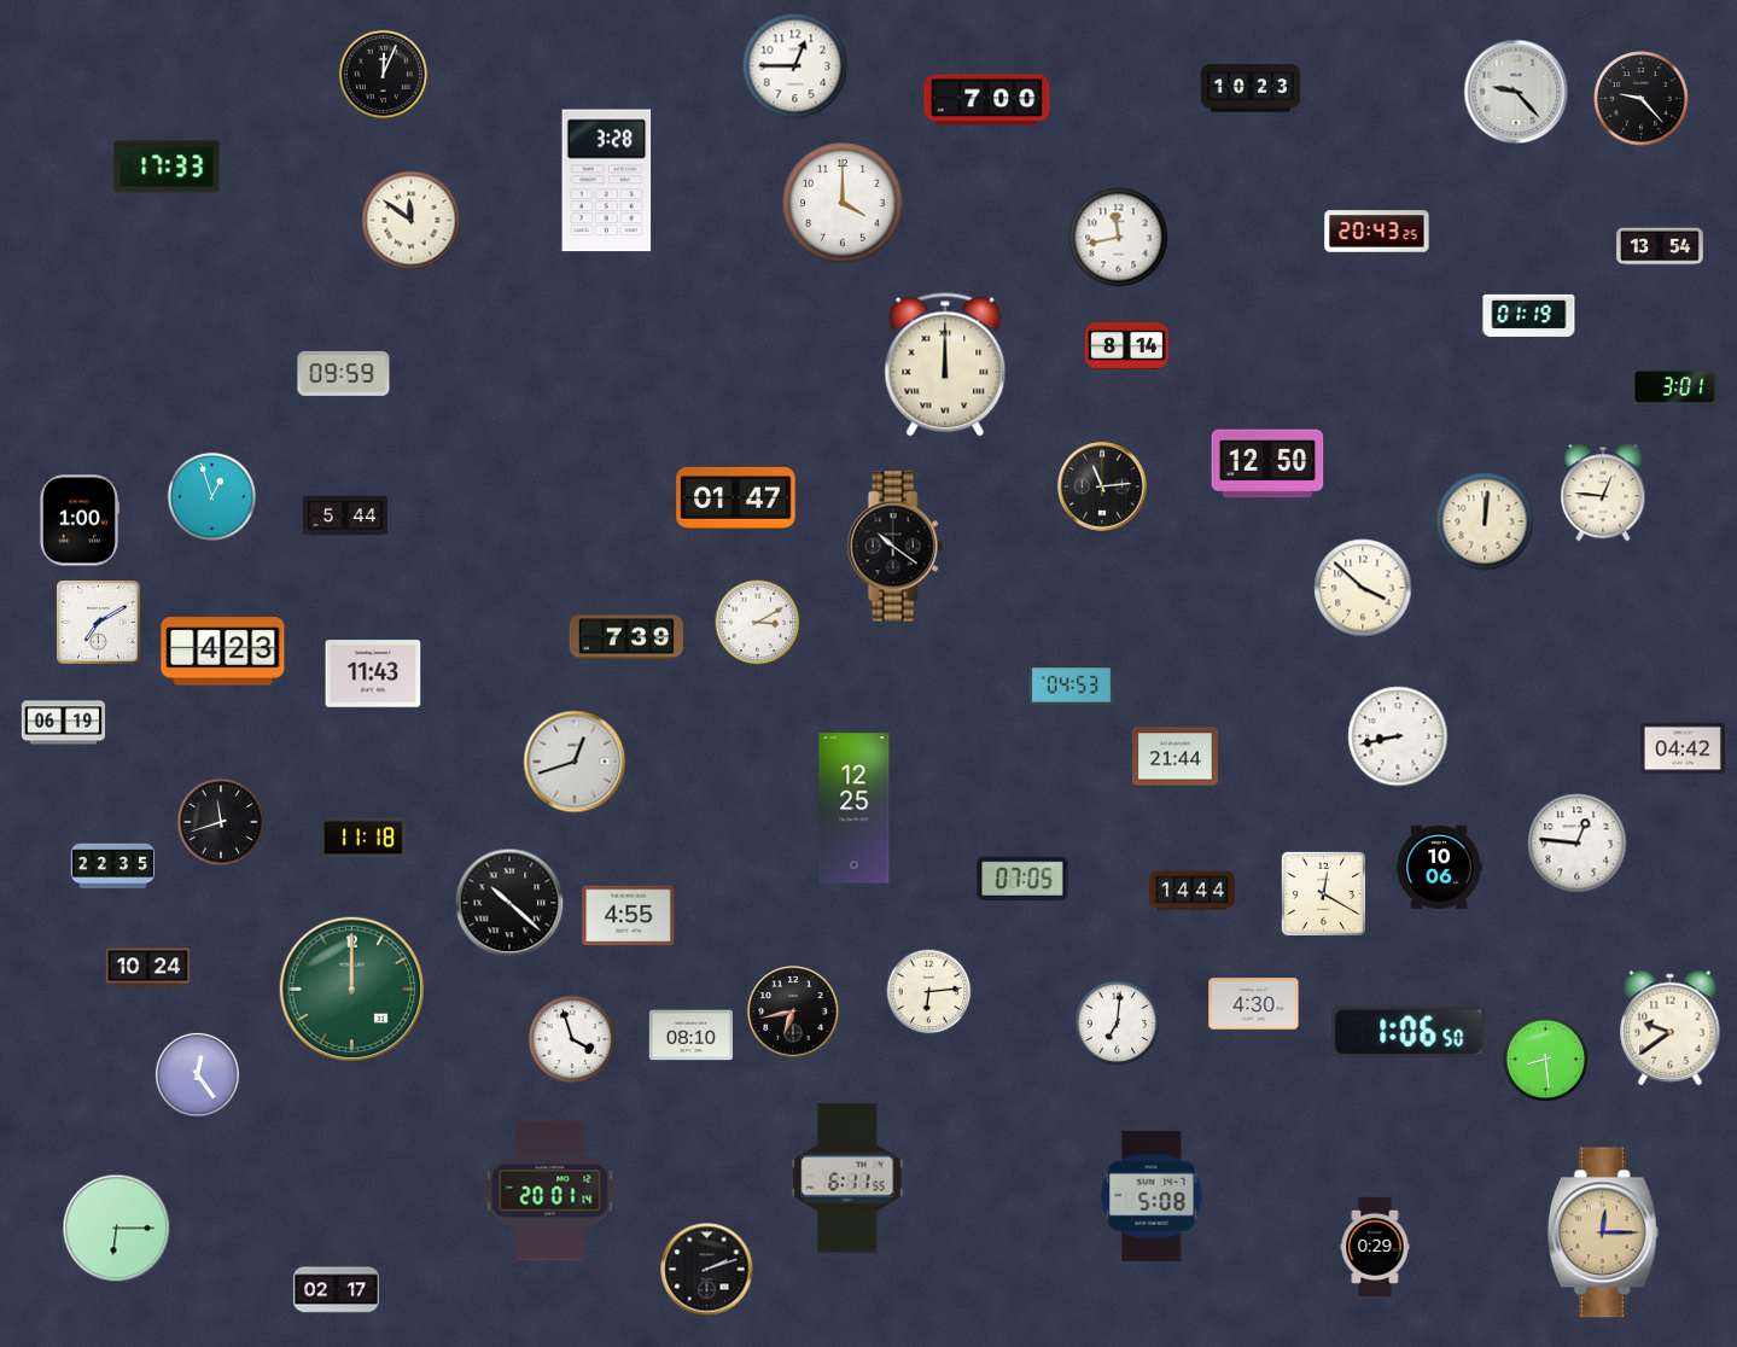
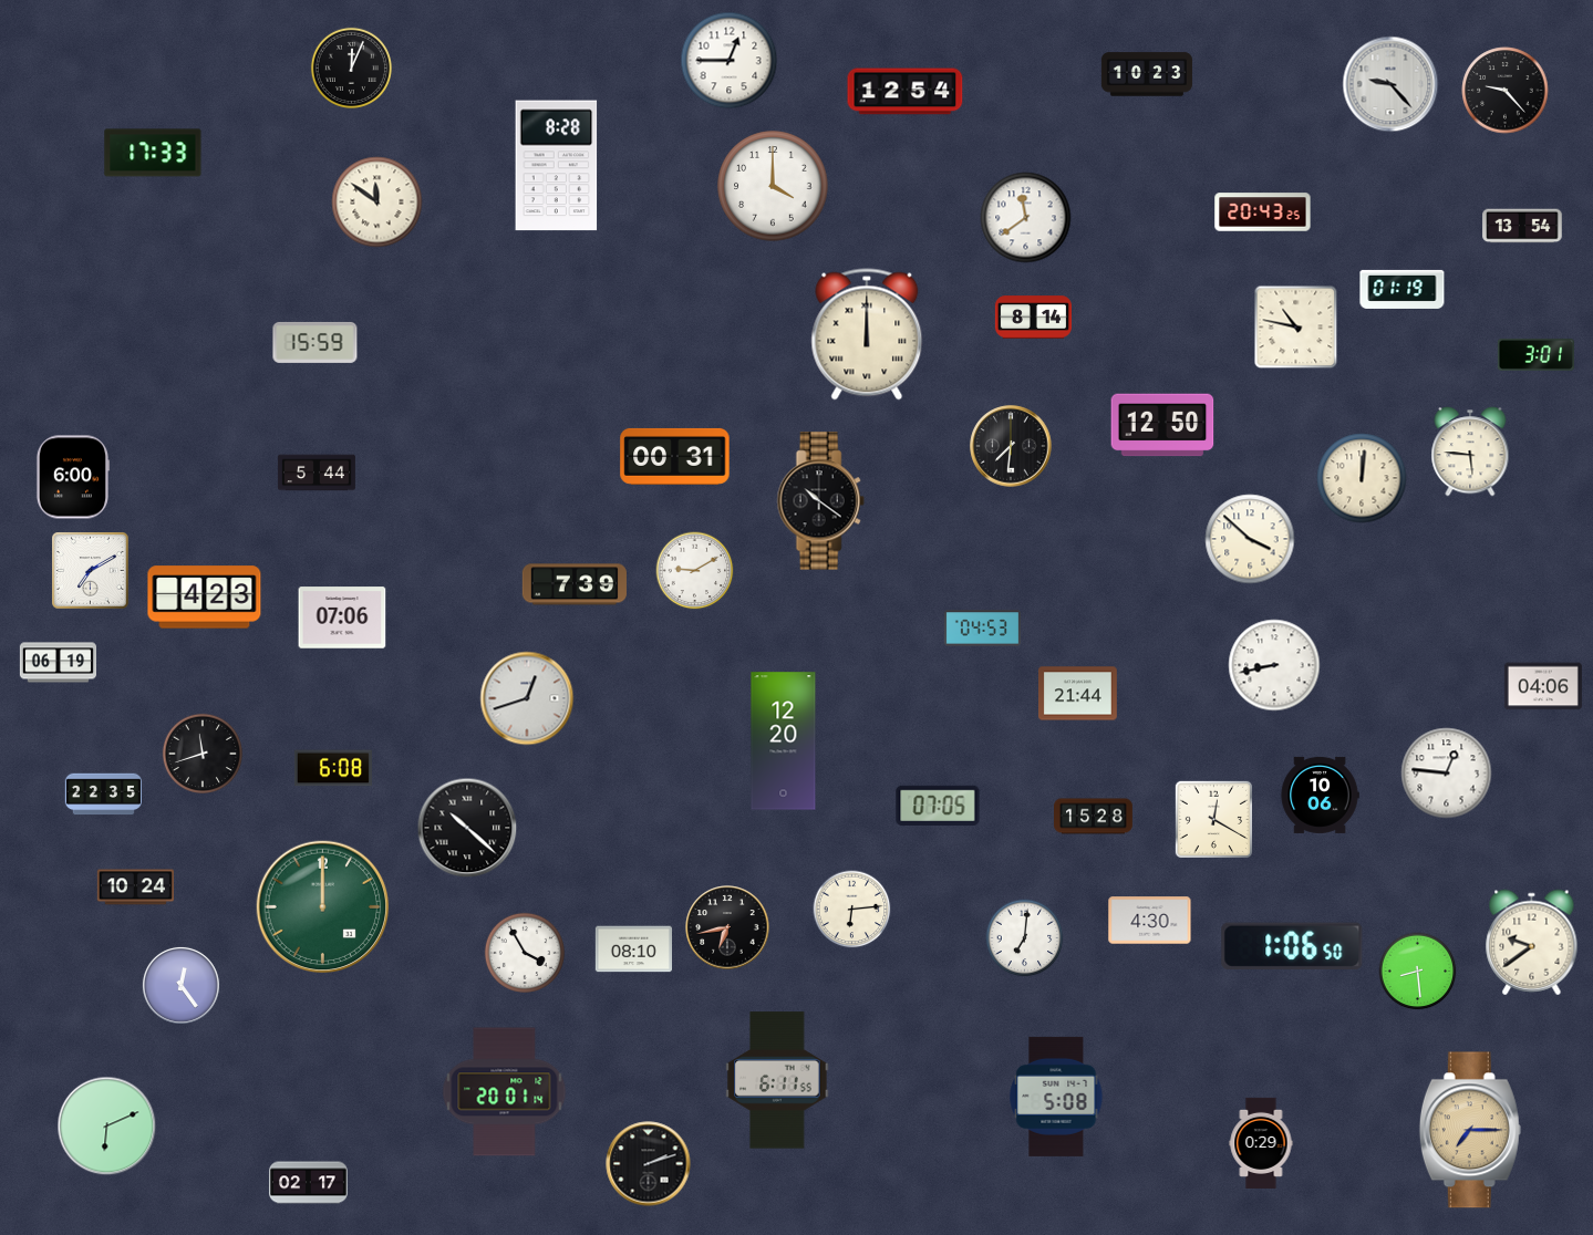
clock at (1251, 88) position: (1251, 88) -> (1147, 74)
clock at (987, 100): 7:00 -> 12:54
clock at (607, 181): 3:28 -> 8:28
clock at (1119, 238): 11:43 -> 11:39
clock at (1296, 328): none -> 10:47
clock at (344, 373): 09:59 -> 15:59
clock at (1102, 486): 11:14 -> 7:31
clock at (1603, 492): 12:46 -> 5:46
clock at (211, 496): 12:57 -> none
clock at (736, 497): 01:47 -> 00:31
clock at (78, 520): 1:00 -> 6:00
clock at (758, 623): 3:10 -> 9:10
clock at (373, 673): 11:43 -> 07:06
clock at (1398, 736) position: (1398, 736) -> (1274, 665)
clock at (1683, 748): 04:42 -> 04:06
clock at (855, 809): 12:25 -> 12:20
clock at (363, 838): 11:18 -> 6:08
clock at (1193, 891): 14:44 -> 15:28
clock at (629, 916): 4:55 -> none
clock at (571, 1038): 3:57 -> 3:55
clock at (117, 1229): 6:15 -> 6:11
clock at (1603, 1232): 12:15 -> 7:15
